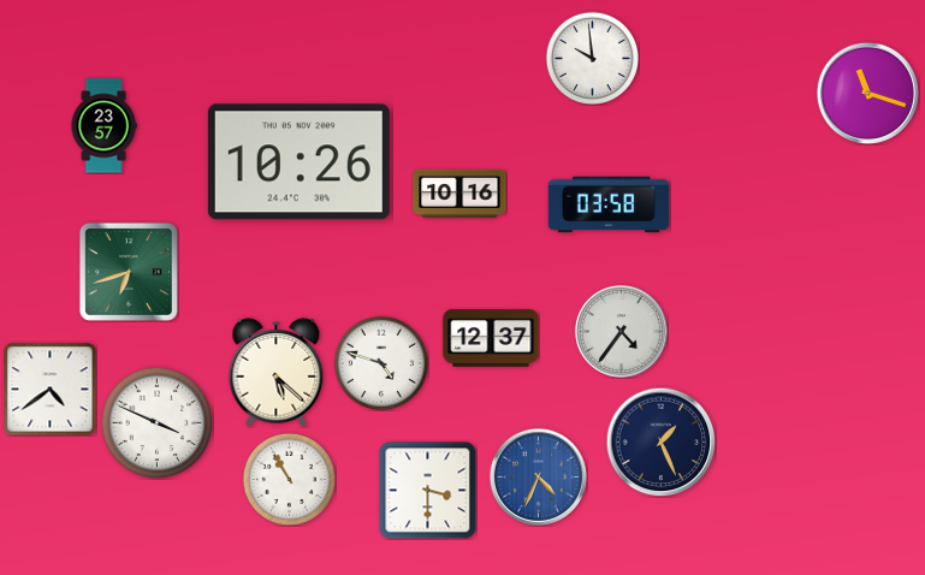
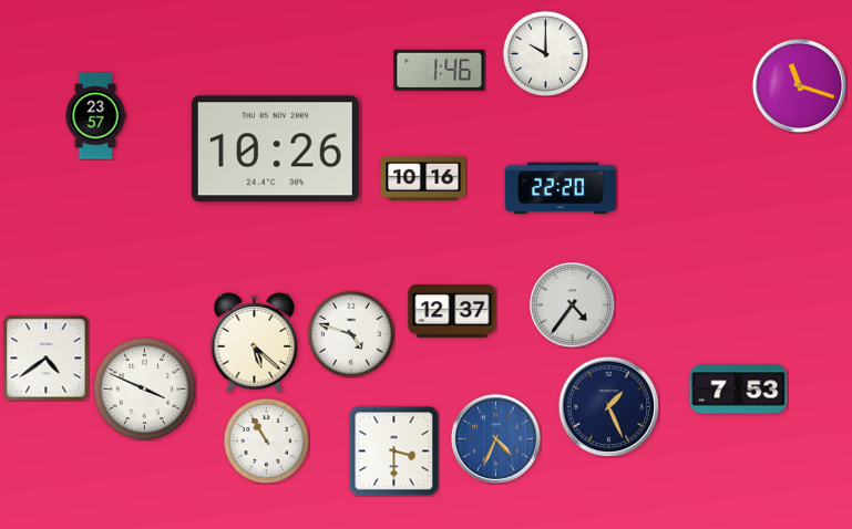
clock at (592, 58): 9:59 -> 10:00
clock at (440, 70): none -> 1:46
clock at (609, 204): 03:58 -> 22:20
clock at (129, 272): 6:42 -> none
clock at (739, 390): none -> 7:53
